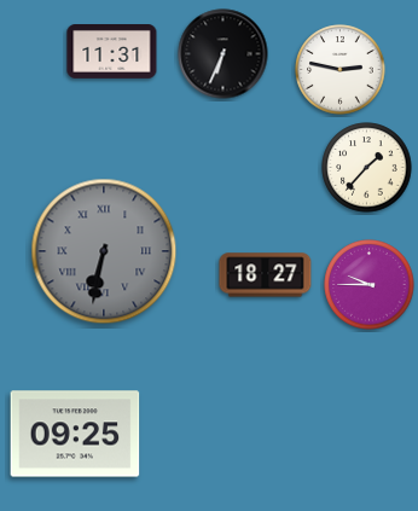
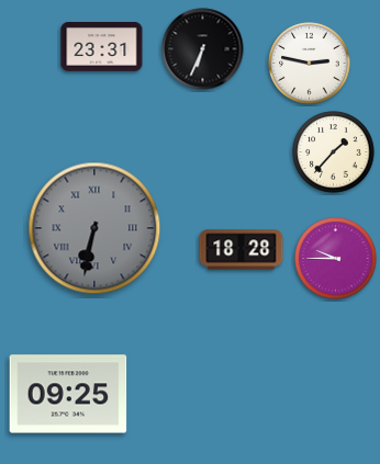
clock at (112, 52): 11:31 -> 23:31
clock at (266, 275): 18:27 -> 18:28
